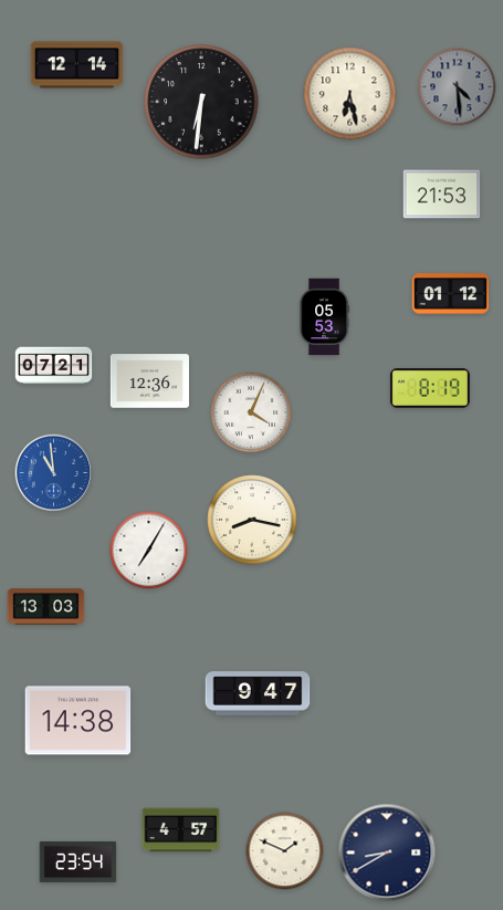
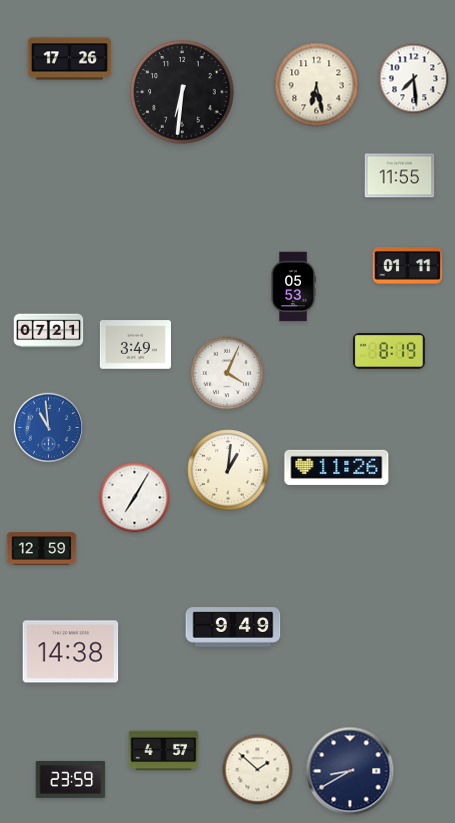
clock at (77, 65): 12:14 -> 17:26
clock at (458, 87): 4:29 -> 7:29
clock at (458, 87) dial: grey -> white
clock at (442, 195): 21:53 -> 11:55
clock at (451, 294): 01:12 -> 01:11
clock at (149, 381): 12:36 -> 3:49
clock at (337, 467): none -> 11:26
clock at (252, 520): 8:17 -> 1:01
clock at (46, 607): 13:03 -> 12:59
clock at (258, 693): 9:47 -> 9:49
clock at (285, 851): 1:49 -> 1:52
clock at (78, 861): 23:54 -> 23:59
